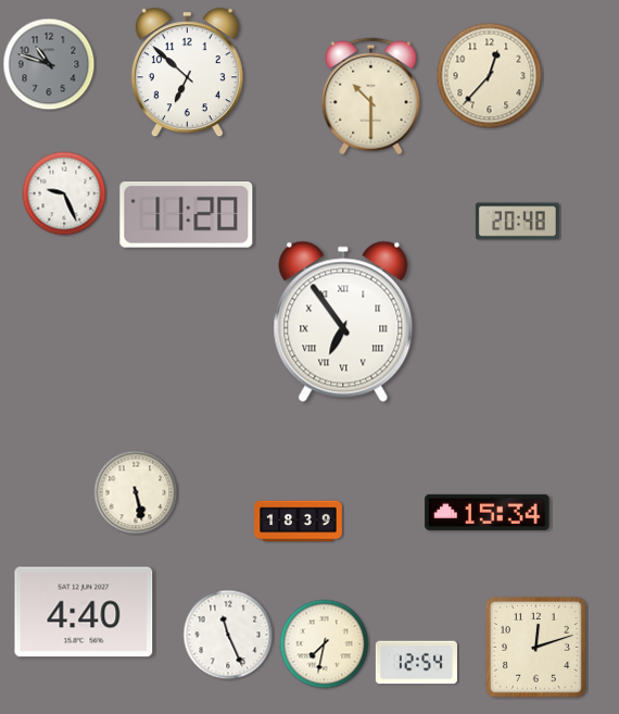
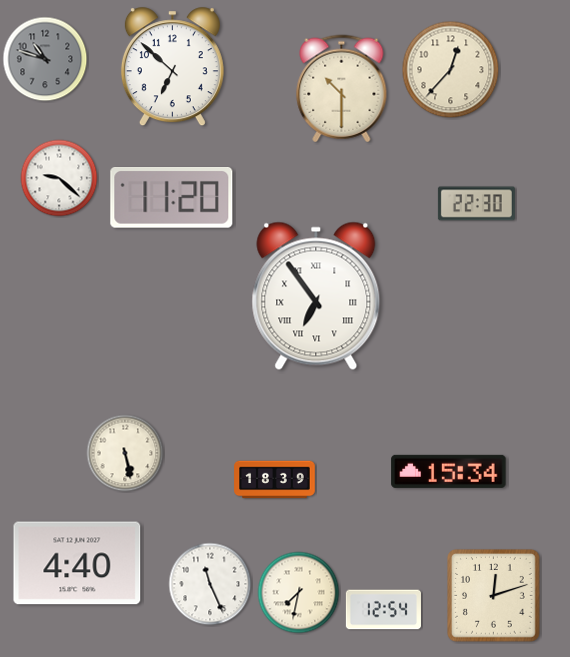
clock at (64, 193): 9:26 -> 9:22
clock at (517, 222): 20:48 -> 22:30
